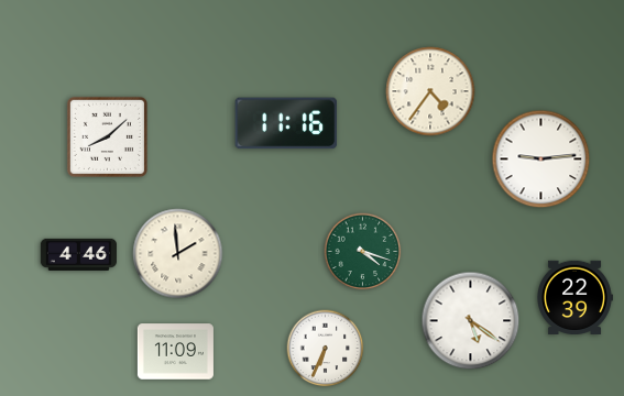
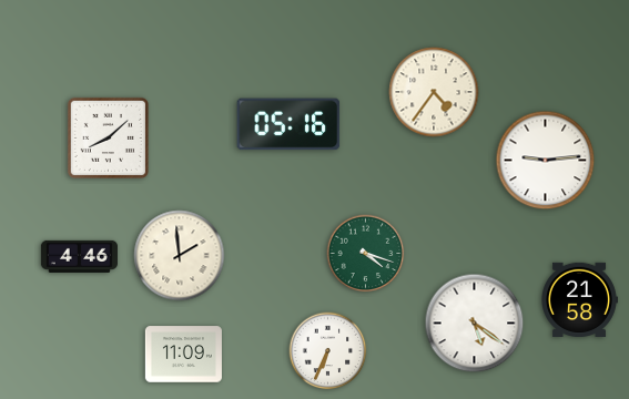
clock at (286, 123): 11:16 -> 05:16
clock at (576, 297): 22:39 -> 21:58
clock at (175, 352) position: (175, 352) -> (183, 355)
